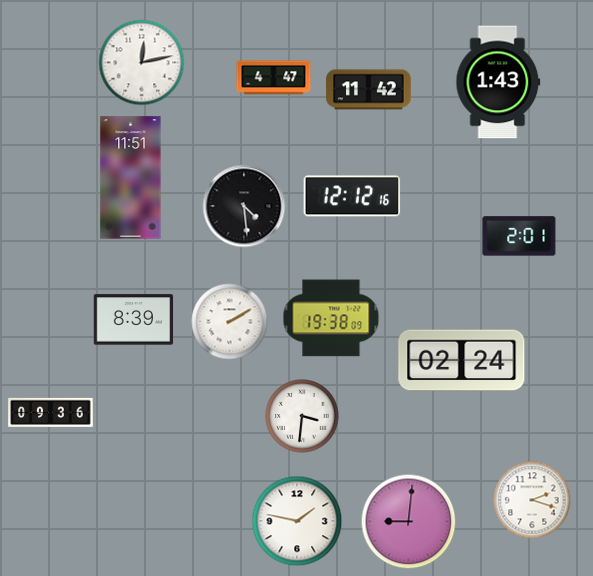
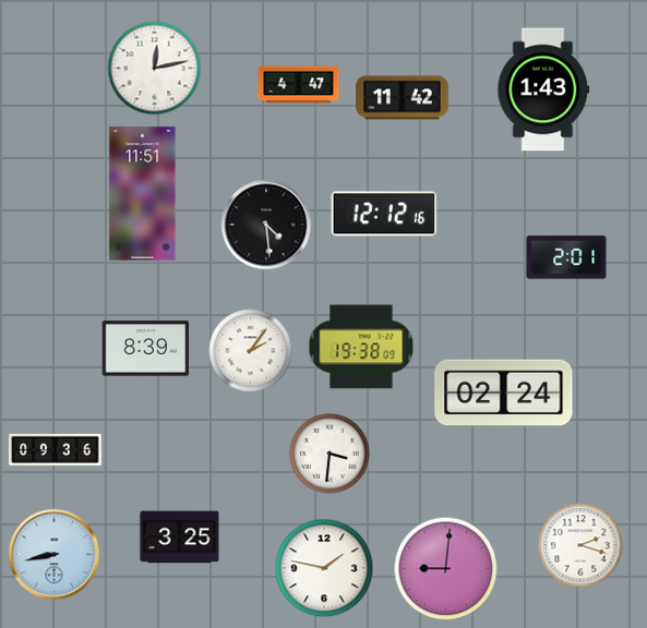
clock at (230, 322): 2:10 -> 2:06
clock at (180, 538): none -> 3:25
clock at (55, 555): none -> 8:43
